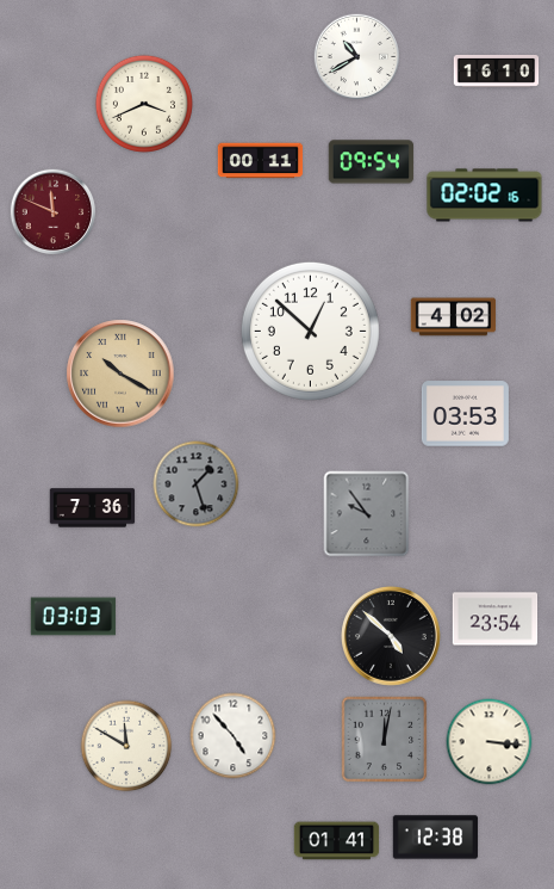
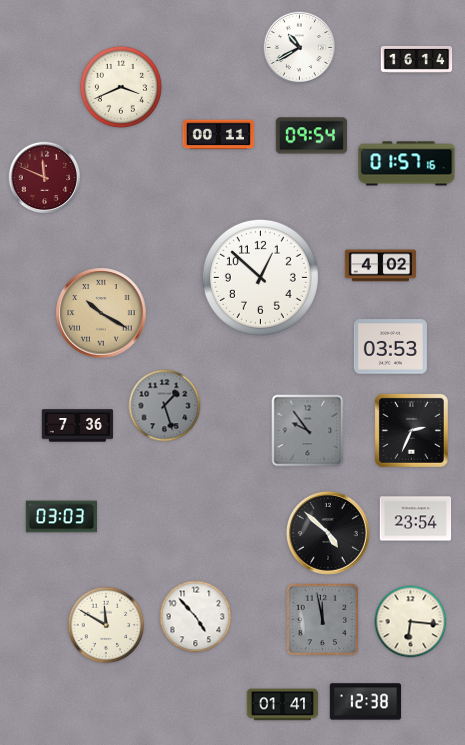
clock at (497, 72): 16:10 -> 16:14
clock at (485, 196): 02:02 -> 01:57
clock at (411, 430): none -> 2:34
clock at (385, 740): 12:02 -> 11:58
clock at (490, 742): 3:16 -> 6:16
